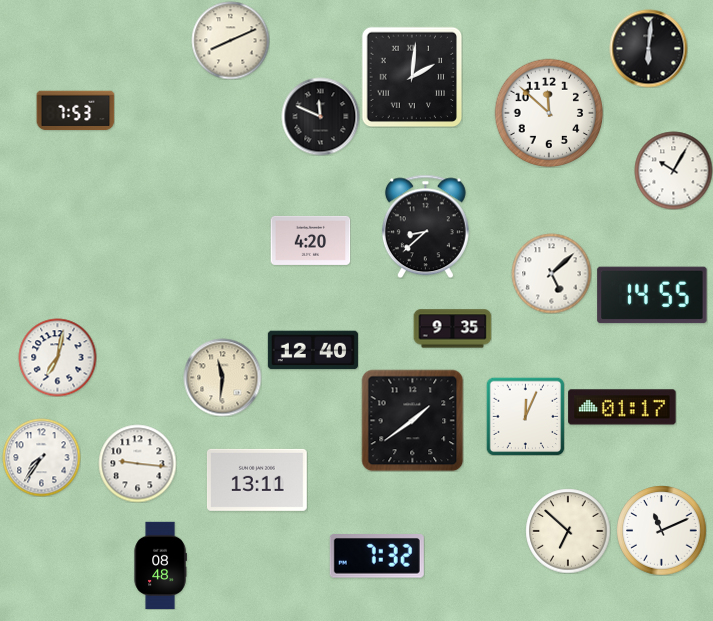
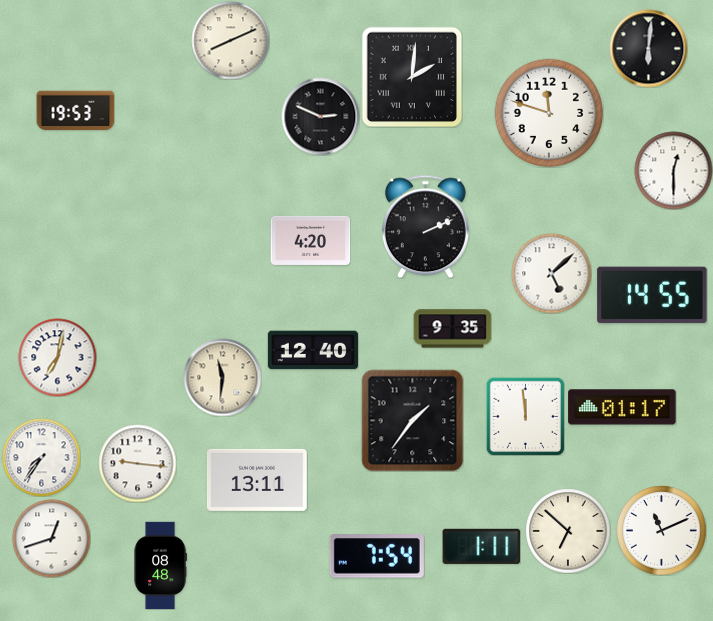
clock at (75, 111): 7:53 -> 19:53
clock at (549, 113): 11:52 -> 11:48
clock at (320, 116): 11:49 -> 2:49
clock at (673, 170): 10:05 -> 12:30
clock at (425, 226): 8:38 -> 2:11
clock at (525, 416): 12:04 -> 11:59
clock at (412, 420): 1:39 -> 1:36
clock at (51, 538): none -> 12:42
clock at (481, 546): none -> 1:11
clock at (377, 557): 7:32 -> 7:54
